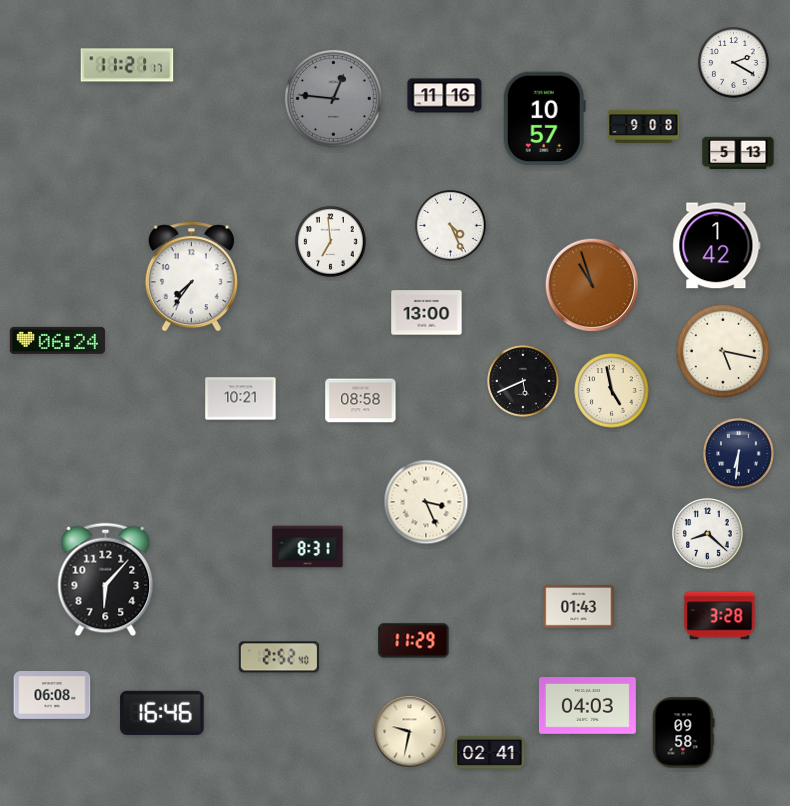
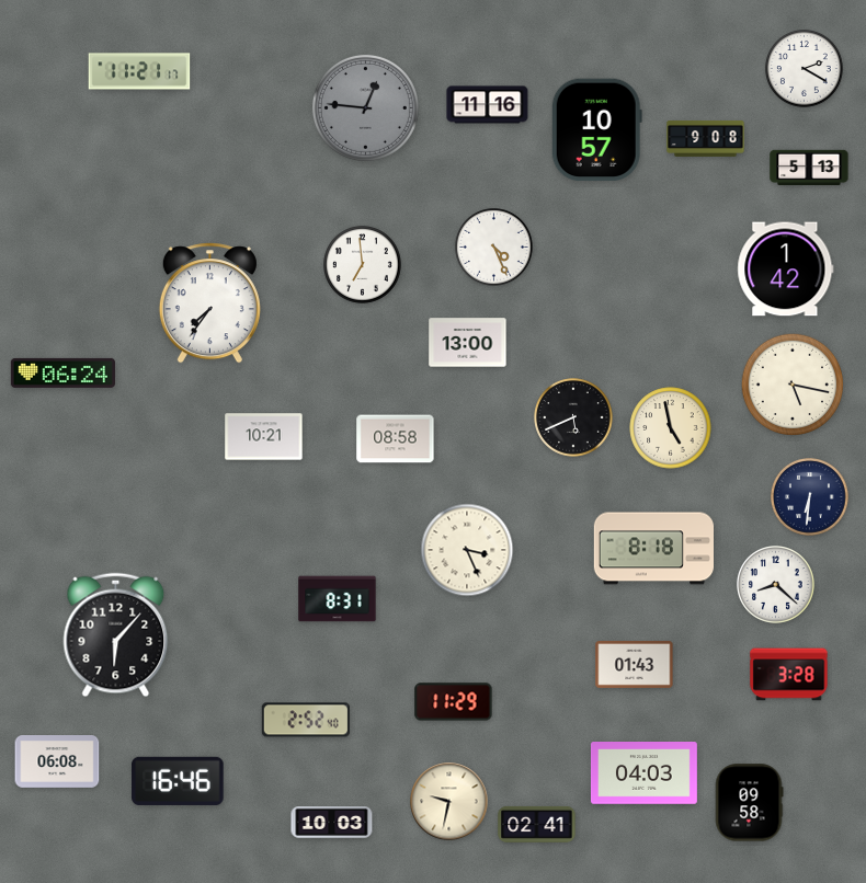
clock at (592, 285): 10:57 -> none
clock at (653, 549): none -> 8:18
clock at (332, 823): none -> 10:03
